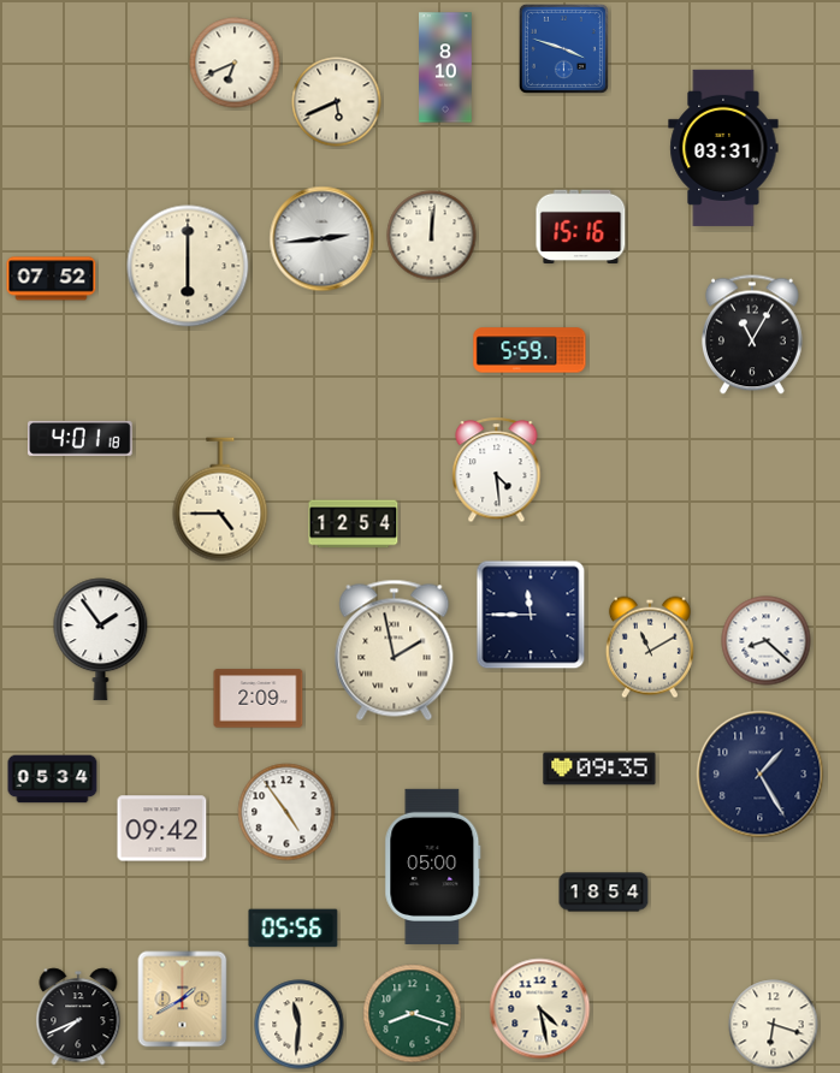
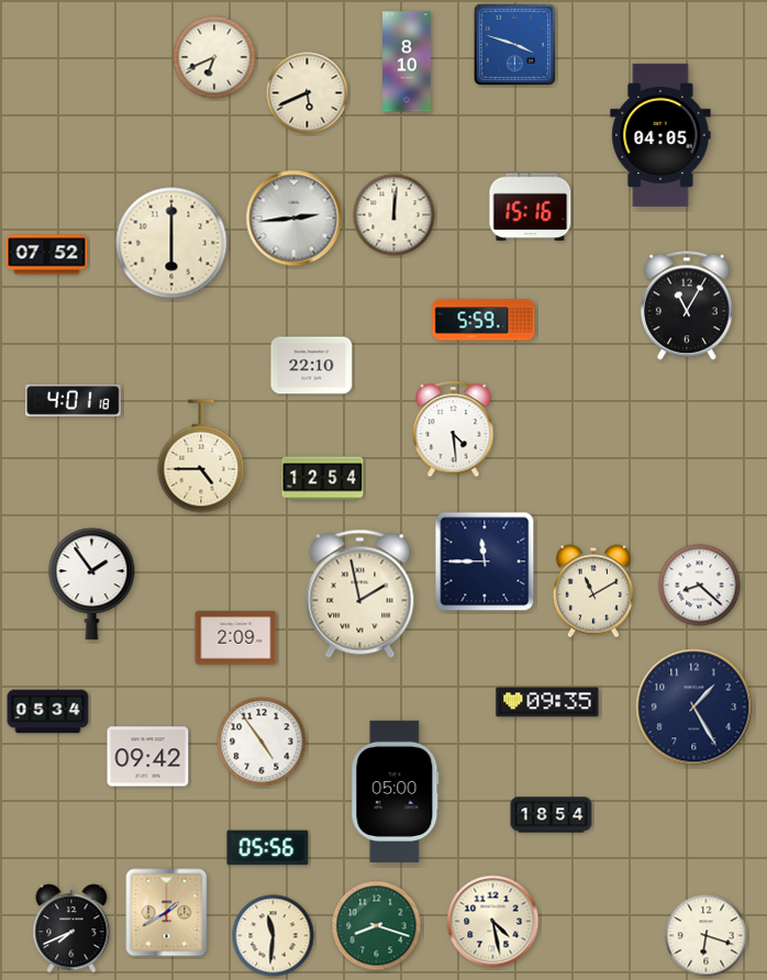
clock at (723, 148): 03:31 -> 04:05
clock at (312, 366): none -> 22:10
